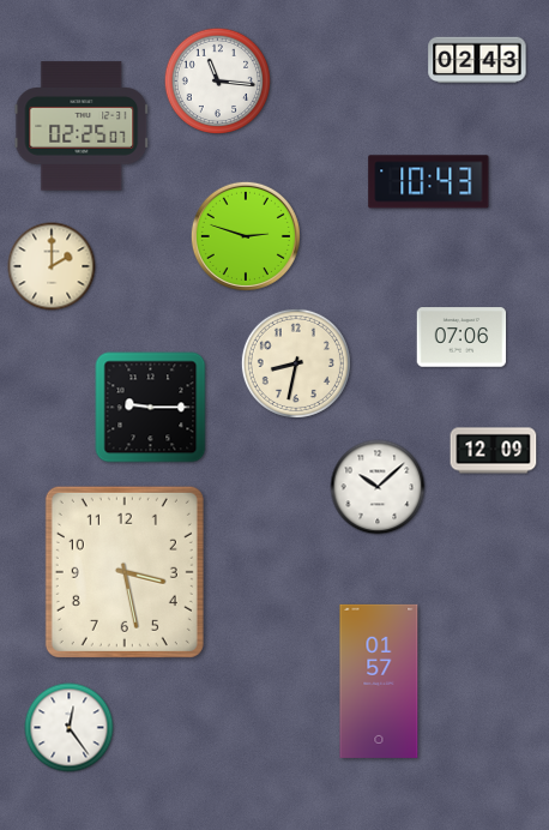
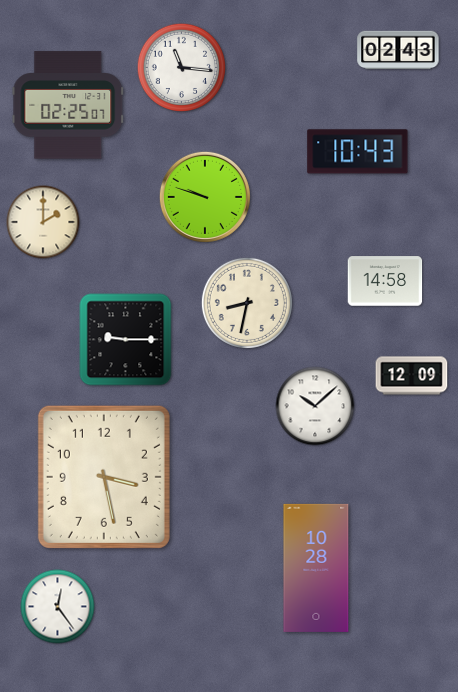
clock at (246, 236): 2:48 -> 9:48
clock at (461, 337): 07:06 -> 14:58
clock at (379, 681): 01:57 -> 10:28
